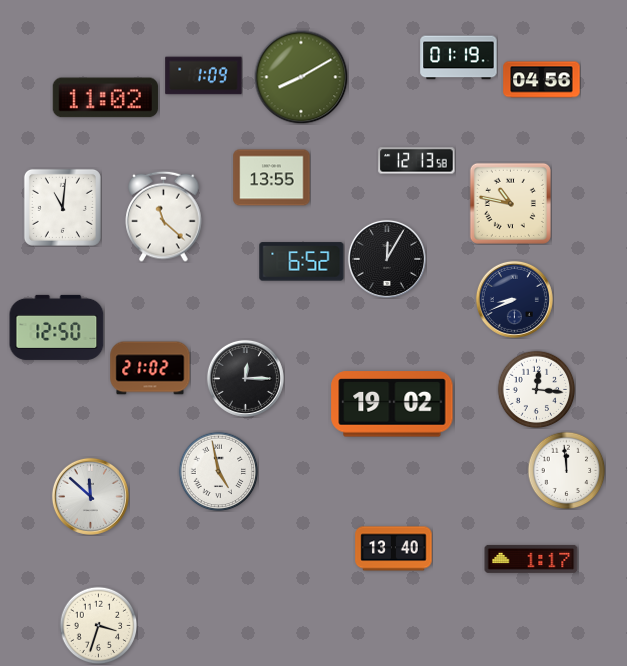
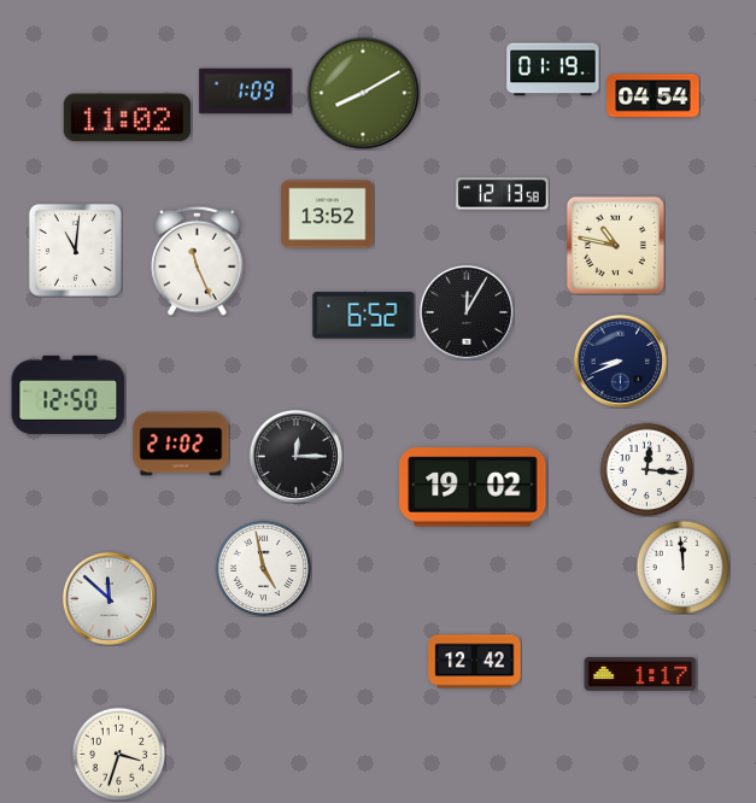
clock at (542, 80): 04:56 -> 04:54
clock at (272, 178): 13:55 -> 13:52
clock at (164, 216): 11:22 -> 11:26
clock at (394, 549): 13:40 -> 12:42
